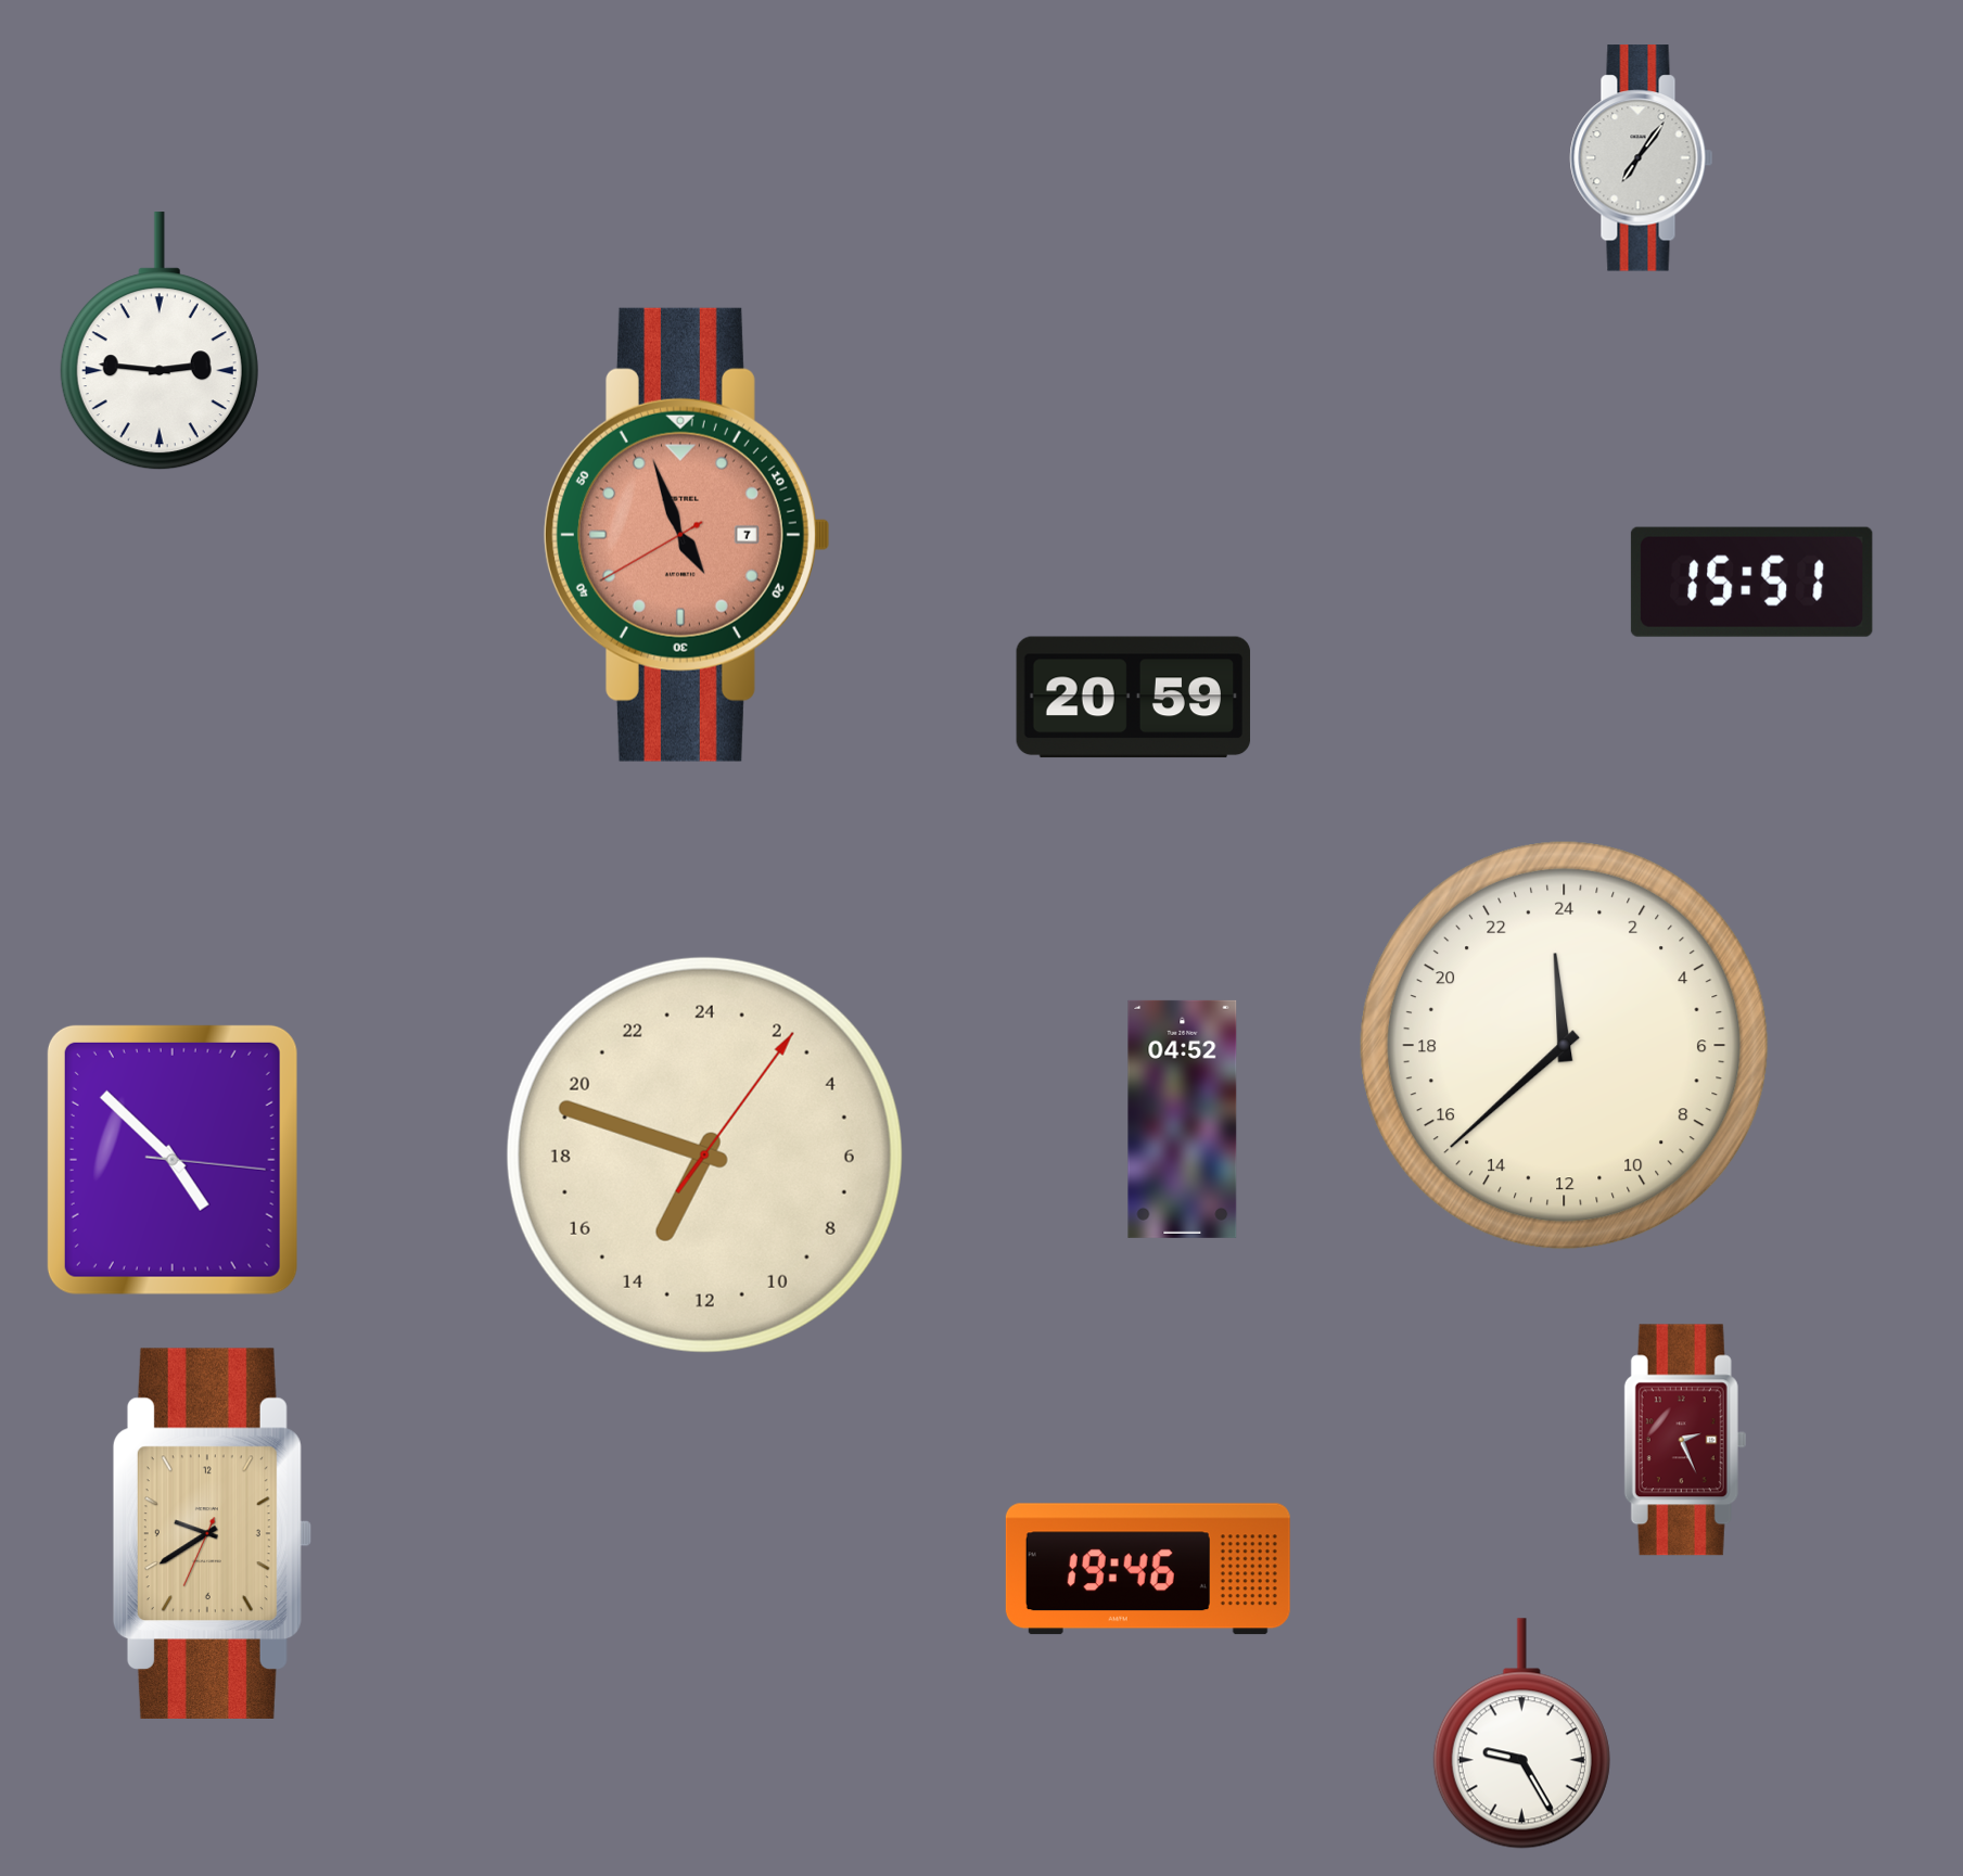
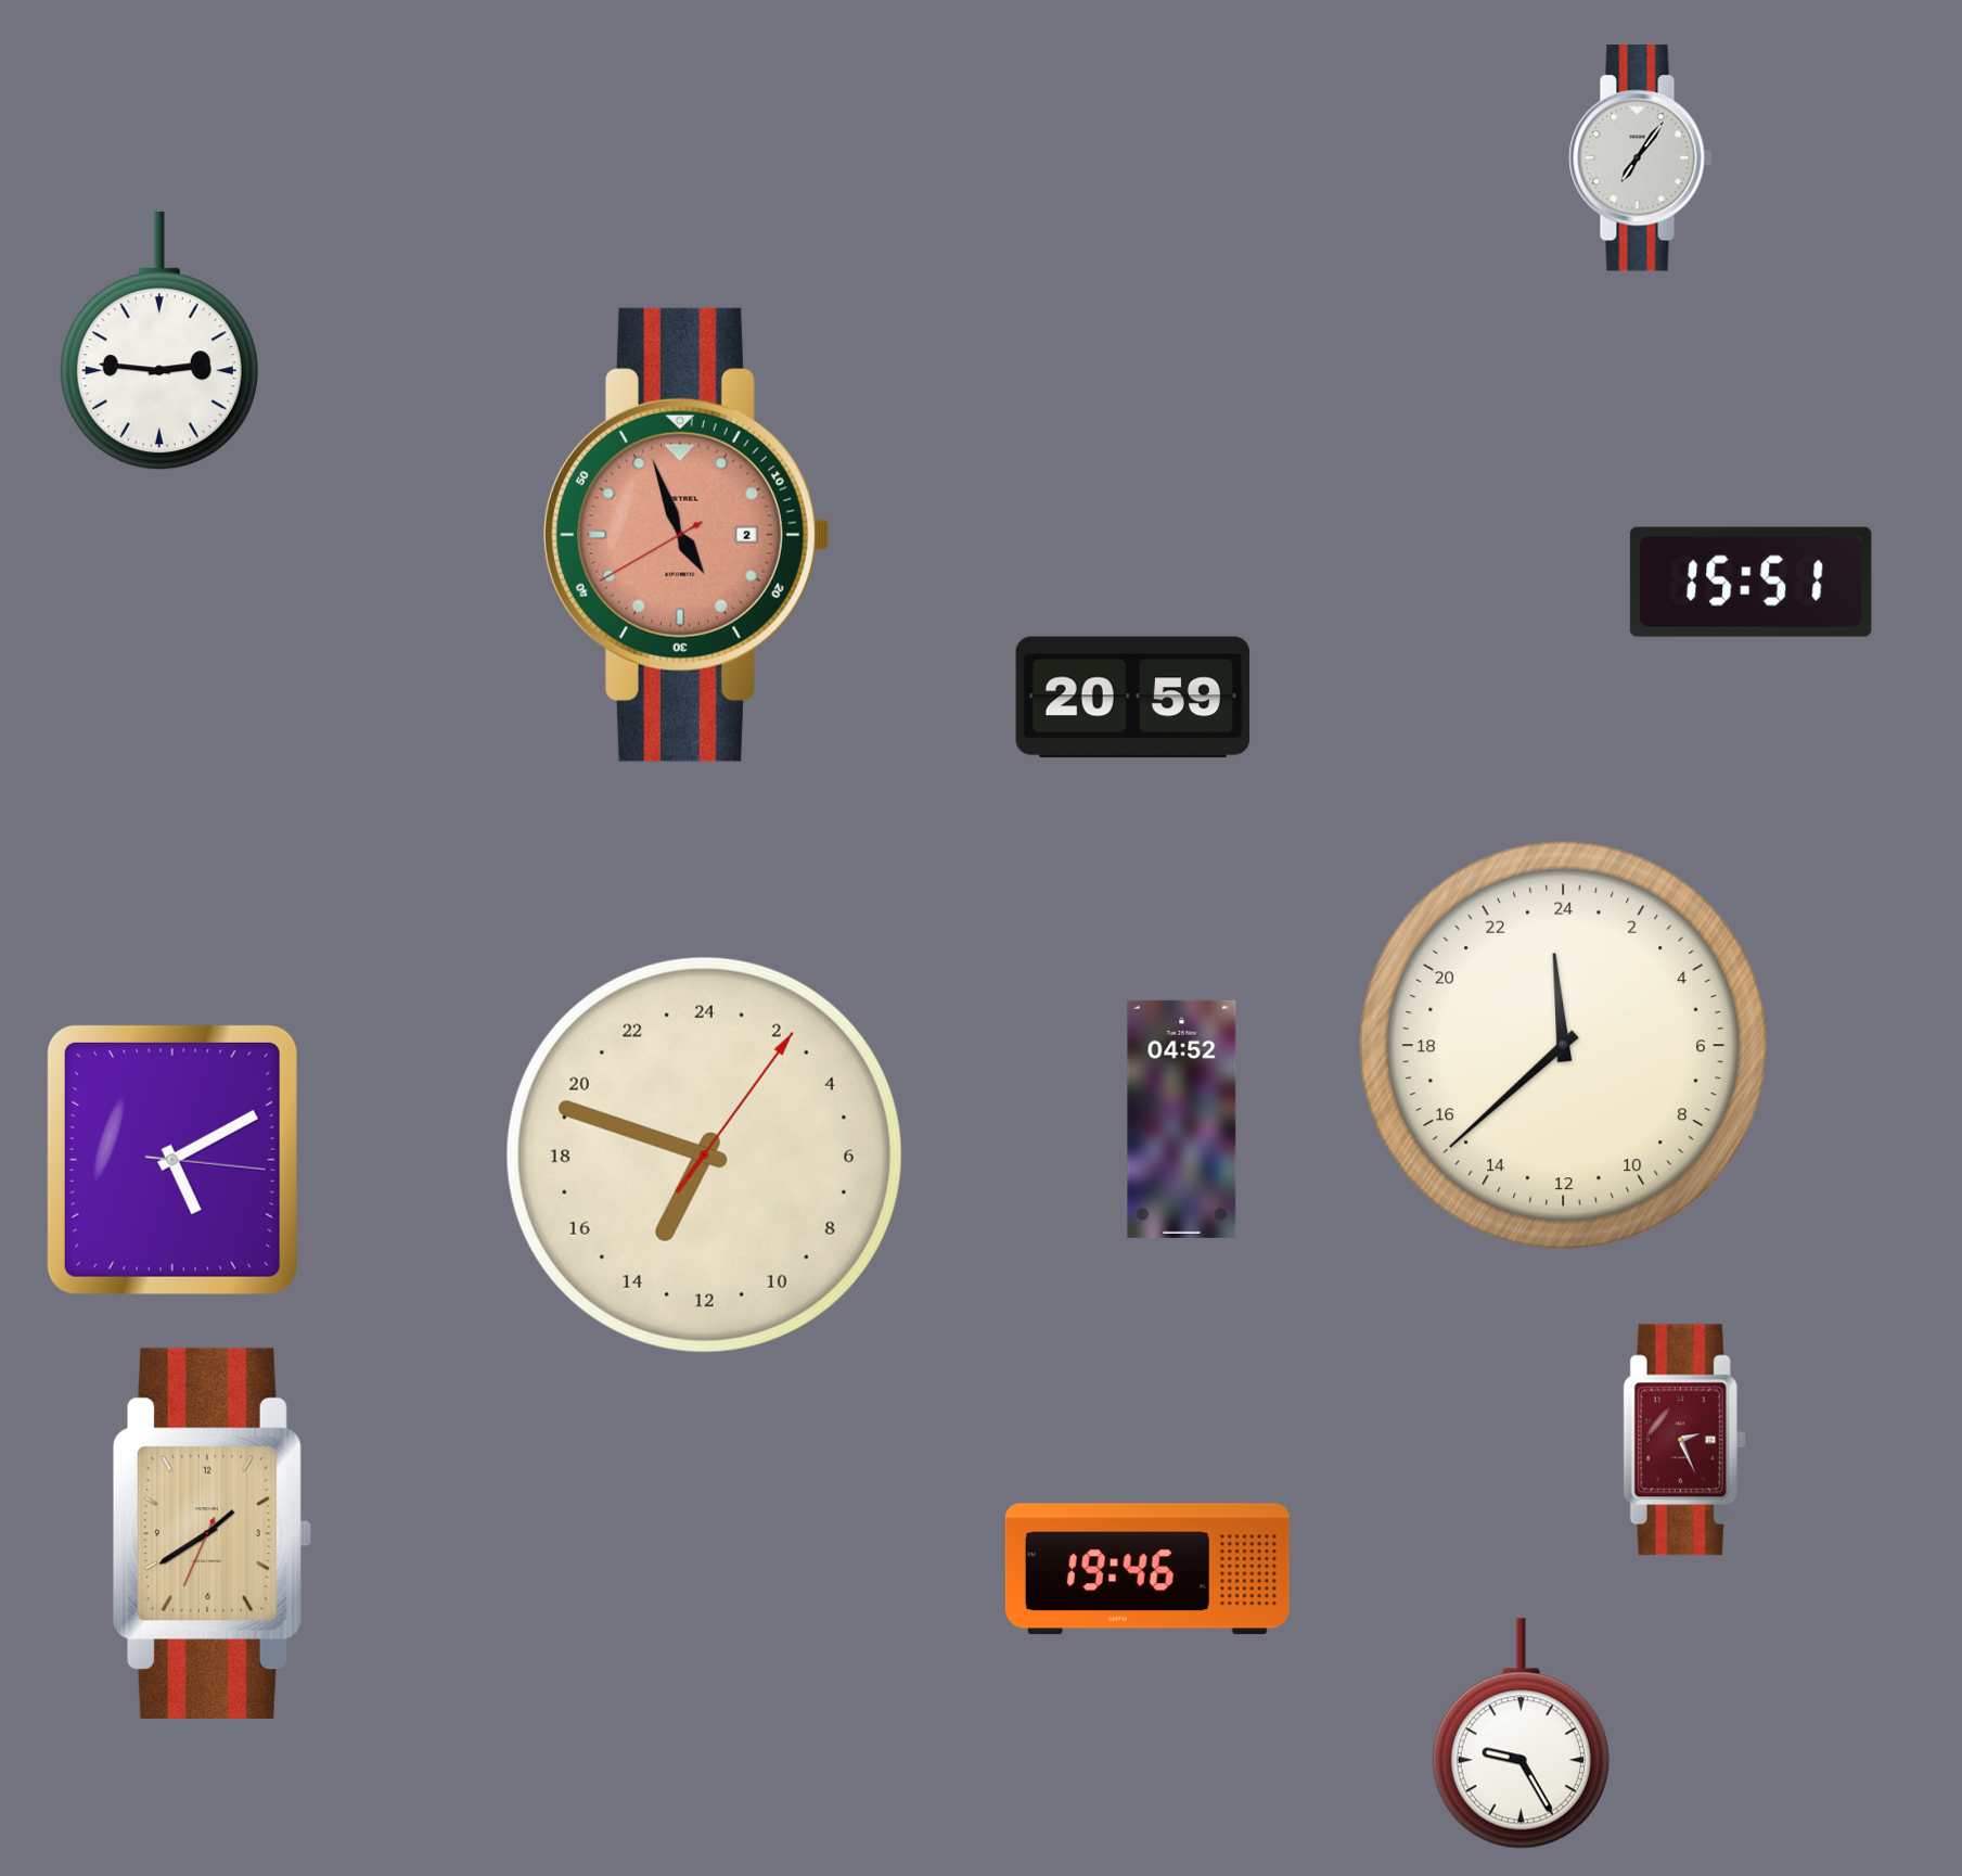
clock at (687, 535) date: 7 -> 2
clock at (173, 1160): 4:52 -> 5:10
clock at (212, 1533): 9:39 -> 1:39
